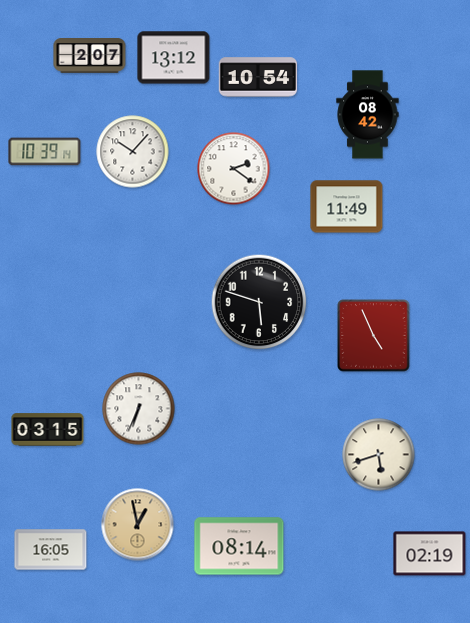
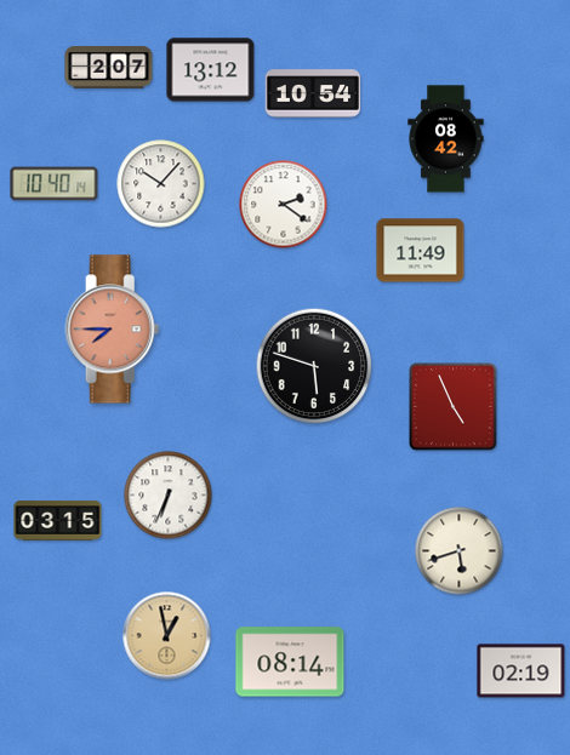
clock at (45, 152): 10:39 -> 10:40
clock at (113, 330): none -> 7:45
clock at (51, 550): 16:05 -> none
